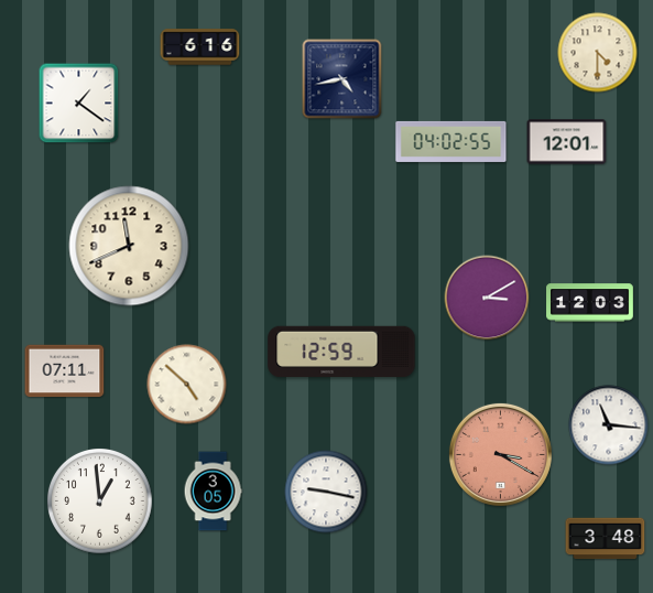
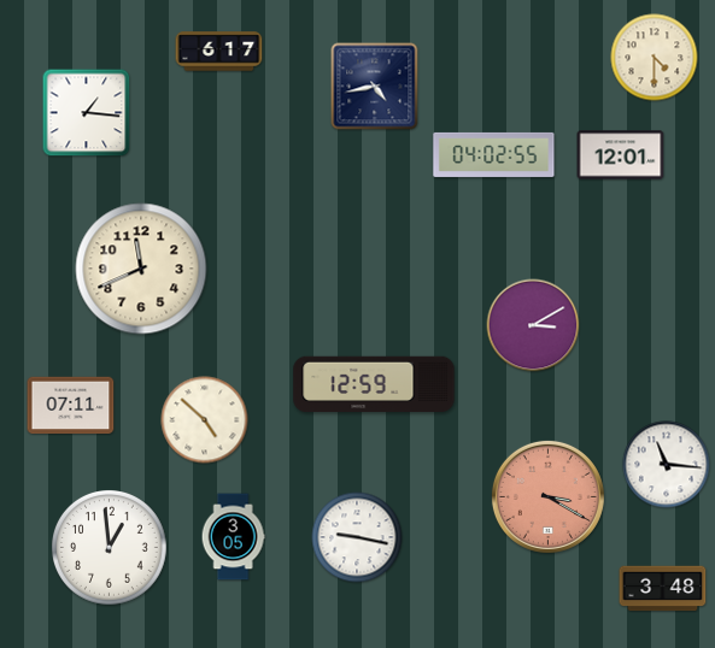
clock at (200, 47): 6:16 -> 6:17
clock at (79, 104): 1:21 -> 1:16
clock at (590, 303): 12:03 -> none
